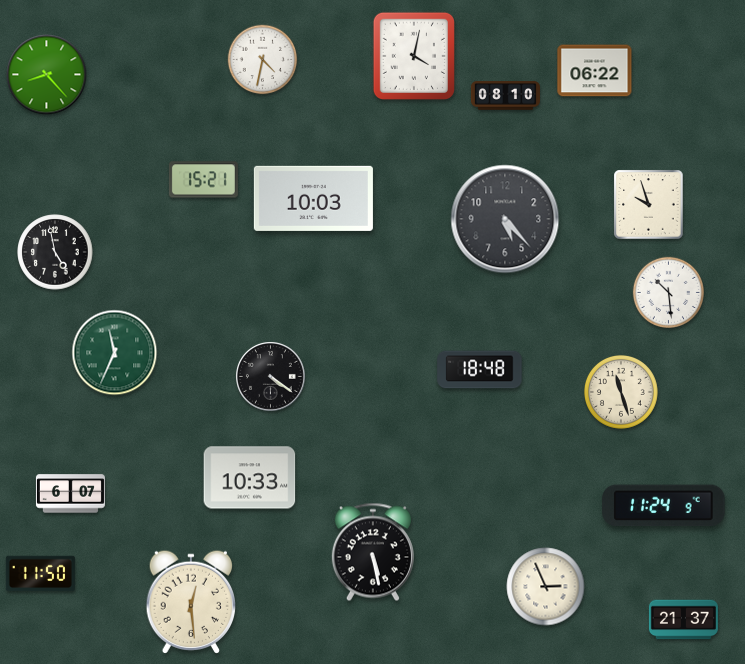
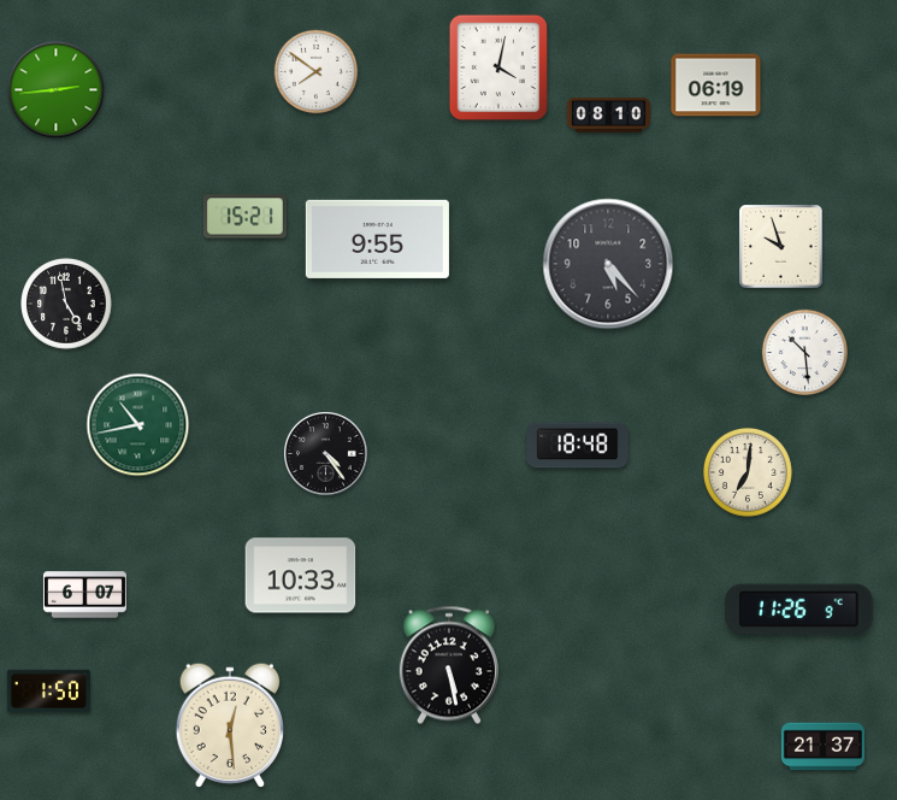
clock at (263, 60): 4:32 -> 7:51
clock at (595, 71): 06:22 -> 06:19
clock at (47, 75): 8:23 -> 2:44
clock at (313, 198): 10:03 -> 9:55
clock at (115, 353): 11:34 -> 10:43
clock at (271, 377): 4:21 -> 4:24
clock at (621, 392): 11:27 -> 7:01
clock at (664, 506): 11:24 -> 11:26
clock at (40, 574): 11:50 -> 1:50
clock at (546, 587): 2:56 -> none
